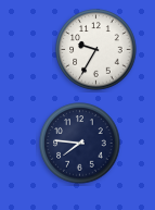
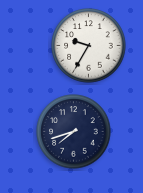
clock at (80, 144): 7:46 -> 7:42
